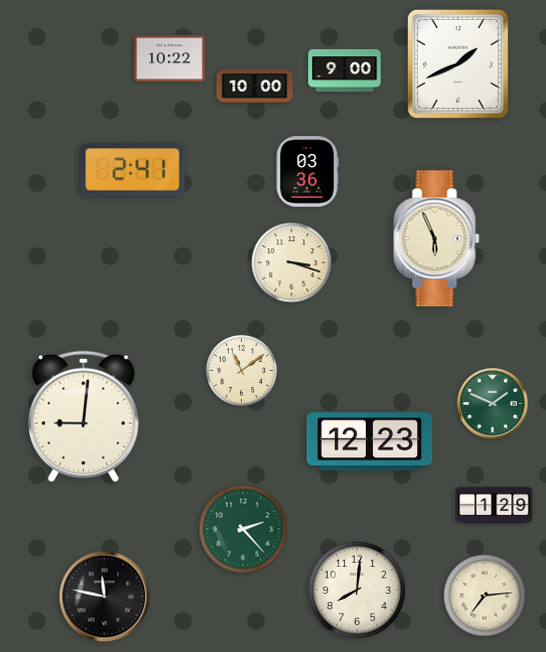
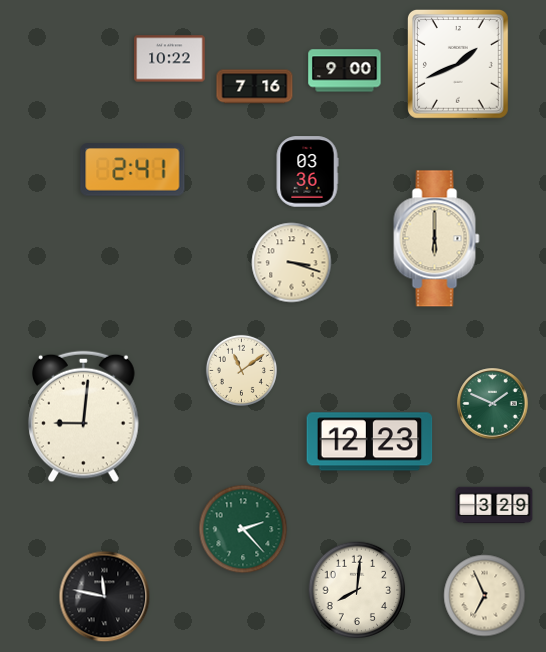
clock at (255, 87): 10:00 -> 7:16
clock at (437, 239): 5:56 -> 6:00
clock at (494, 505): 1:29 -> 3:29
clock at (485, 596): 7:14 -> 6:56
